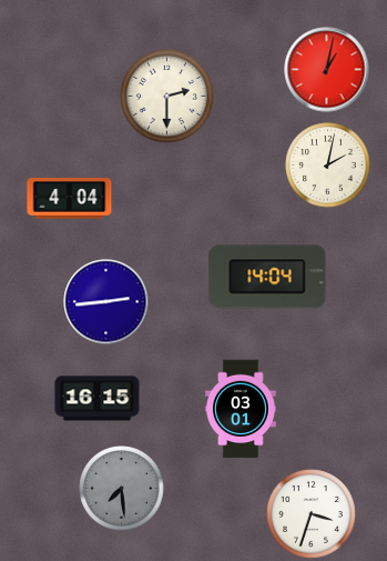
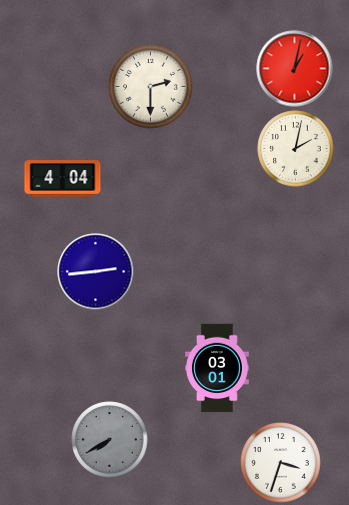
clock at (327, 70) position: (327, 70) -> (295, 69)
clock at (267, 277): 14:04 -> none
clock at (98, 399): 16:15 -> none
clock at (122, 489): 7:29 -> 7:40
